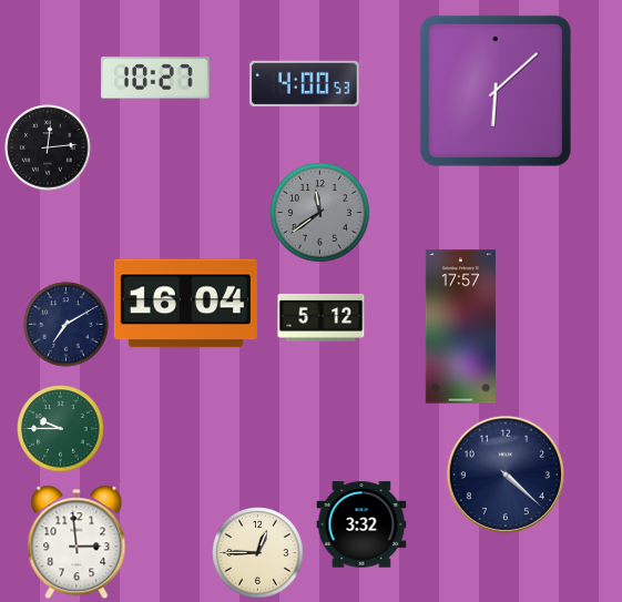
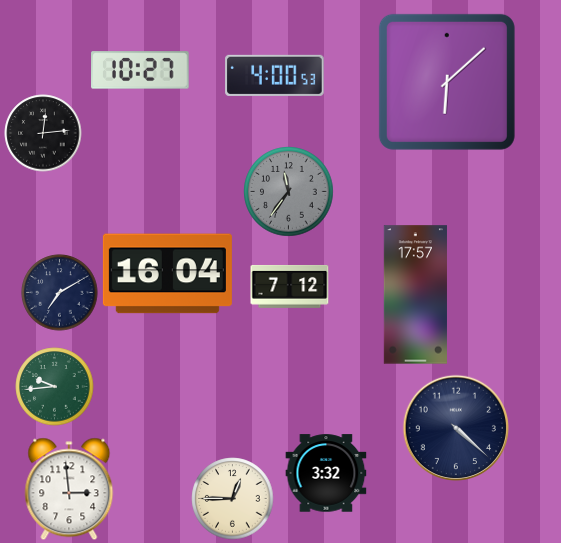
clock at (320, 213): 11:39 -> 11:36
clock at (322, 317): 5:12 -> 7:12
clock at (61, 429): 9:45 -> 9:44
